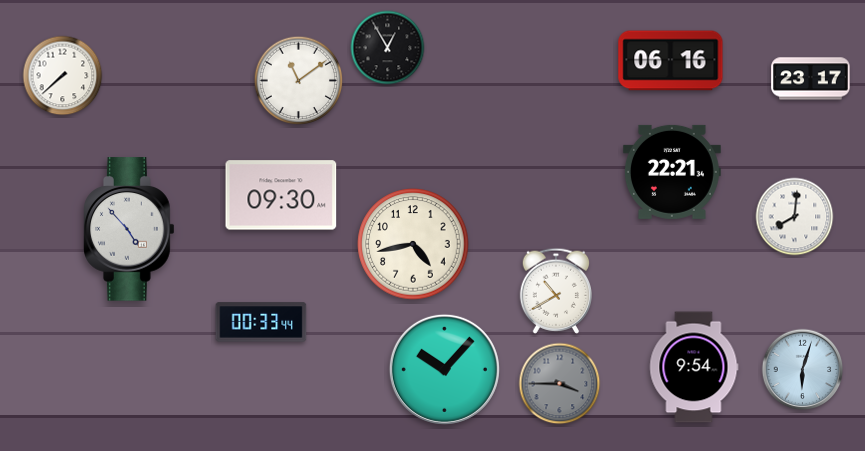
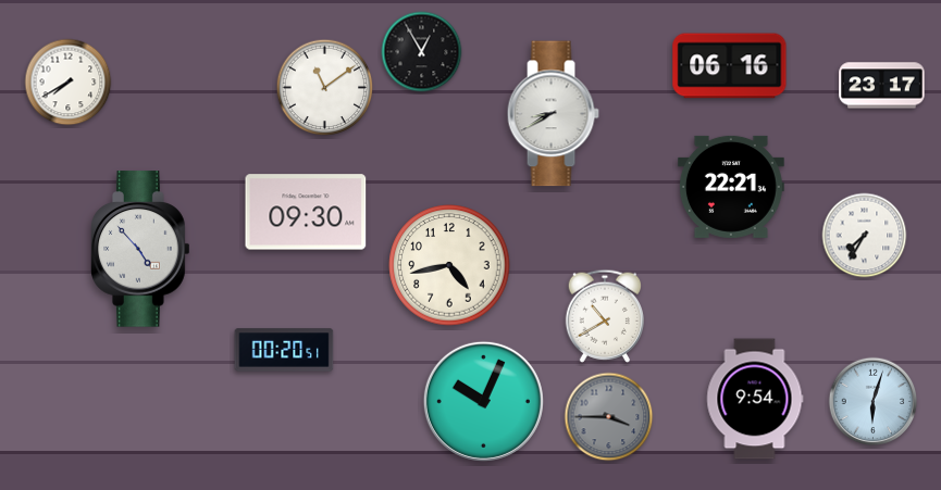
clock at (63, 76): 7:38 -> 7:40
clock at (553, 114): none -> 8:40
clock at (795, 217): 8:01 -> 7:35
clock at (261, 322): 00:33 -> 00:20
clock at (444, 369): 10:07 -> 10:04
